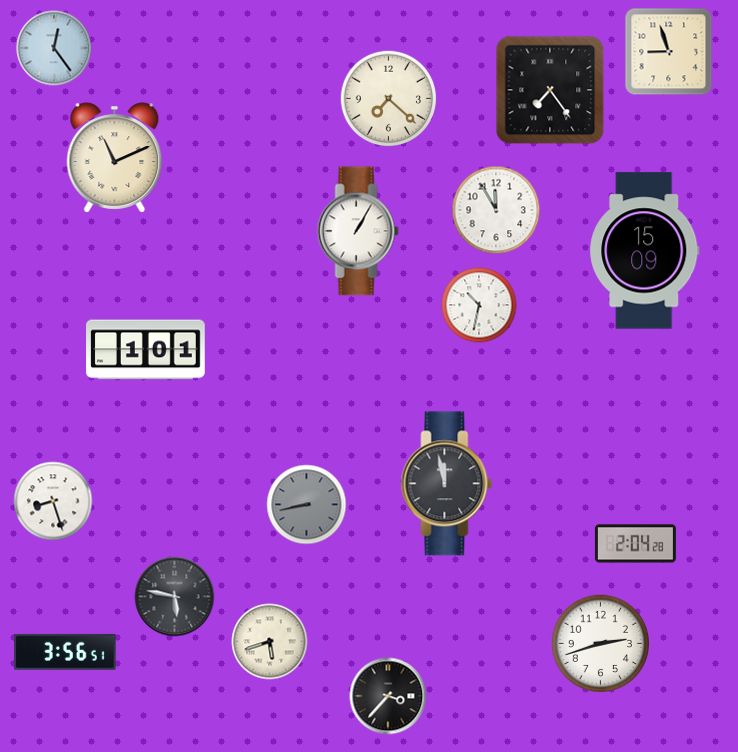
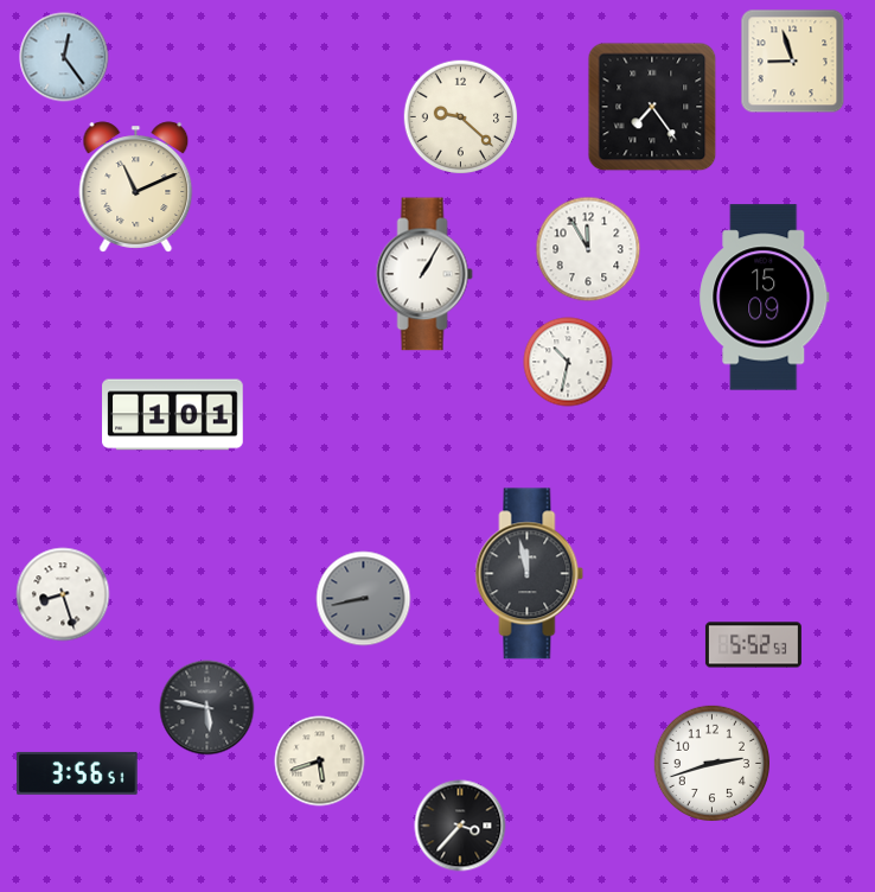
clock at (389, 99): 7:22 -> 9:22
clock at (635, 544): 2:04 -> 5:52
